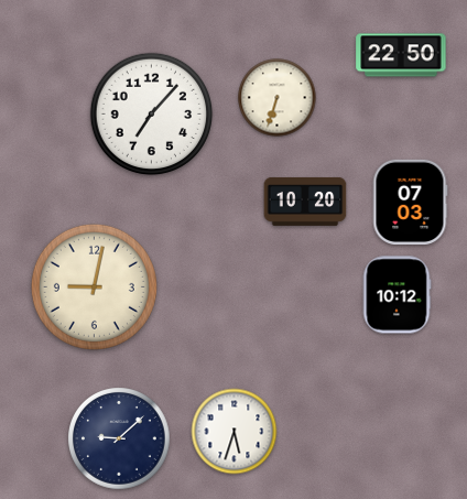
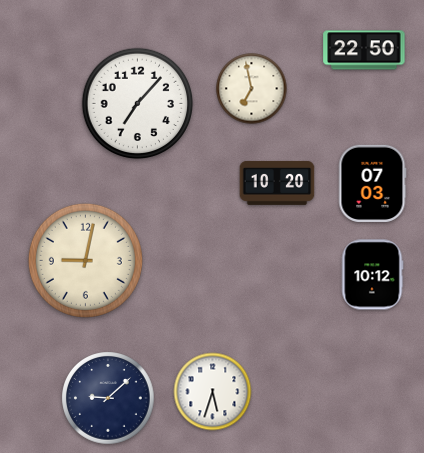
clock at (278, 98): 6:33 -> 6:58
clock at (397, 295) position: (397, 295) -> (372, 275)
